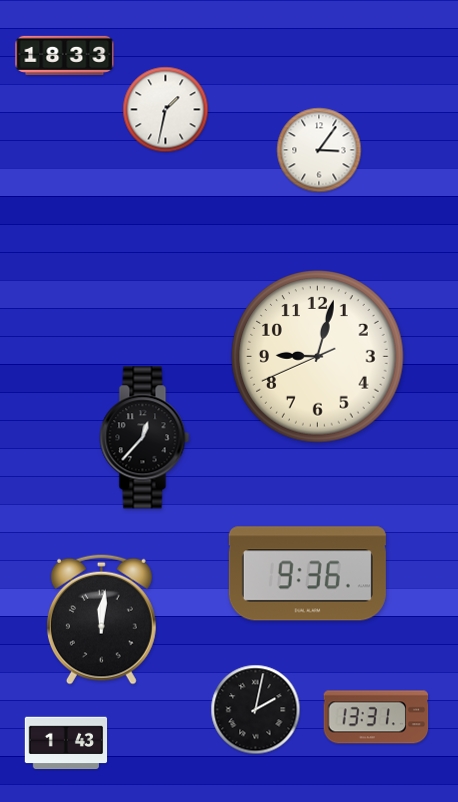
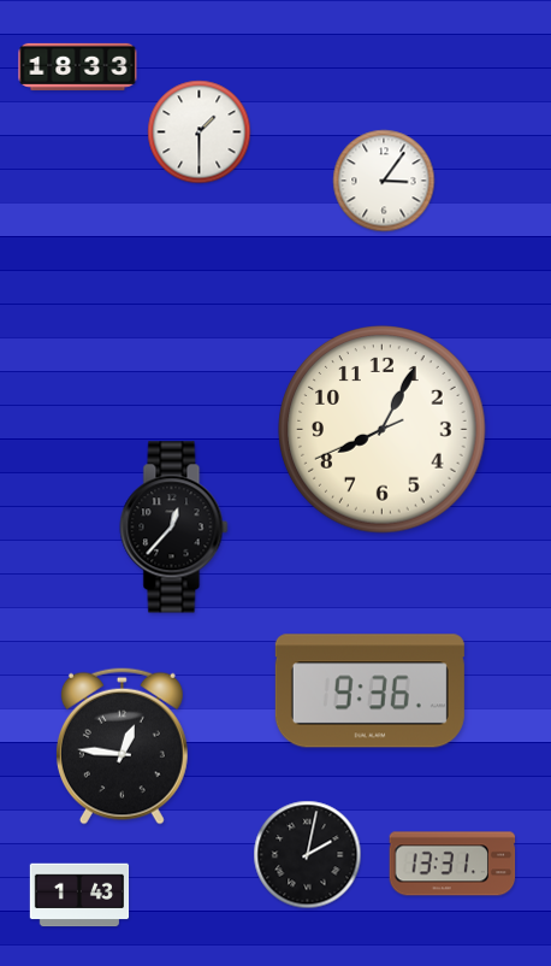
clock at (166, 110): 1:32 -> 1:30
clock at (318, 357): 9:02 -> 8:04
clock at (101, 619): 12:01 -> 12:46
